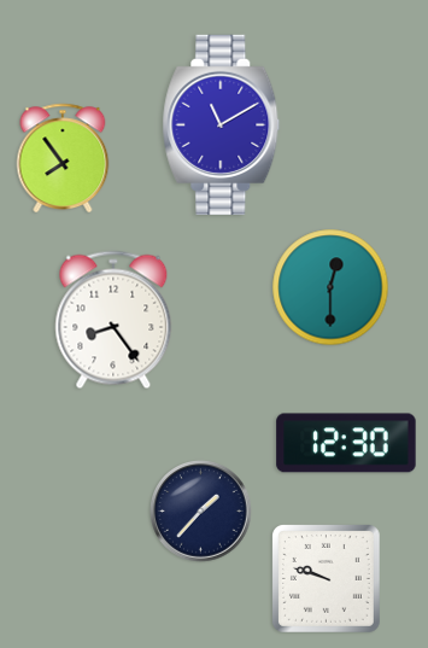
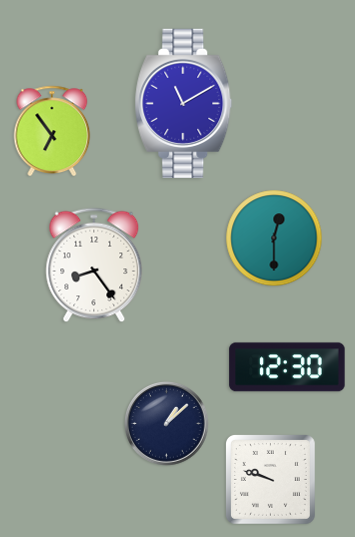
clock at (63, 158): 7:54 -> 6:54
clock at (201, 512): 1:37 -> 1:08
